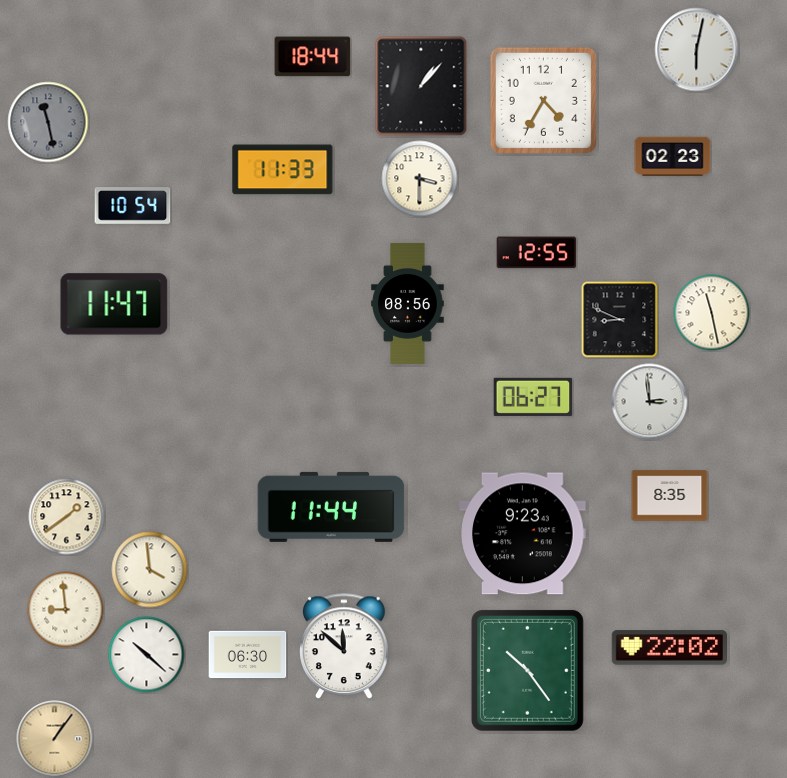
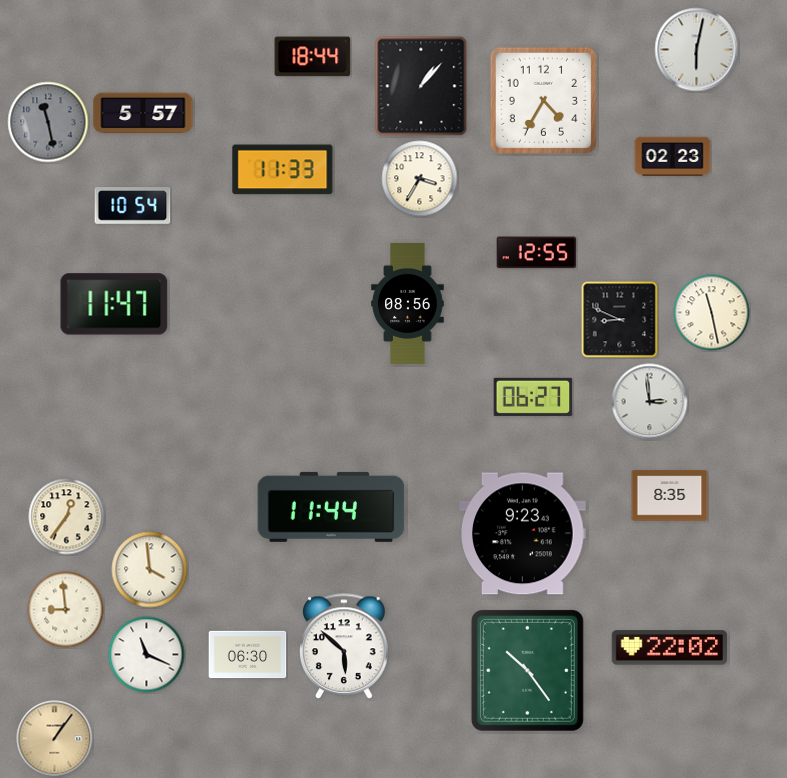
clock at (143, 113): none -> 5:57
clock at (420, 179): 3:30 -> 3:35
clock at (67, 517): 1:39 -> 12:36
clock at (344, 647): 11:52 -> 5:52
clock at (147, 655): 10:22 -> 11:19
